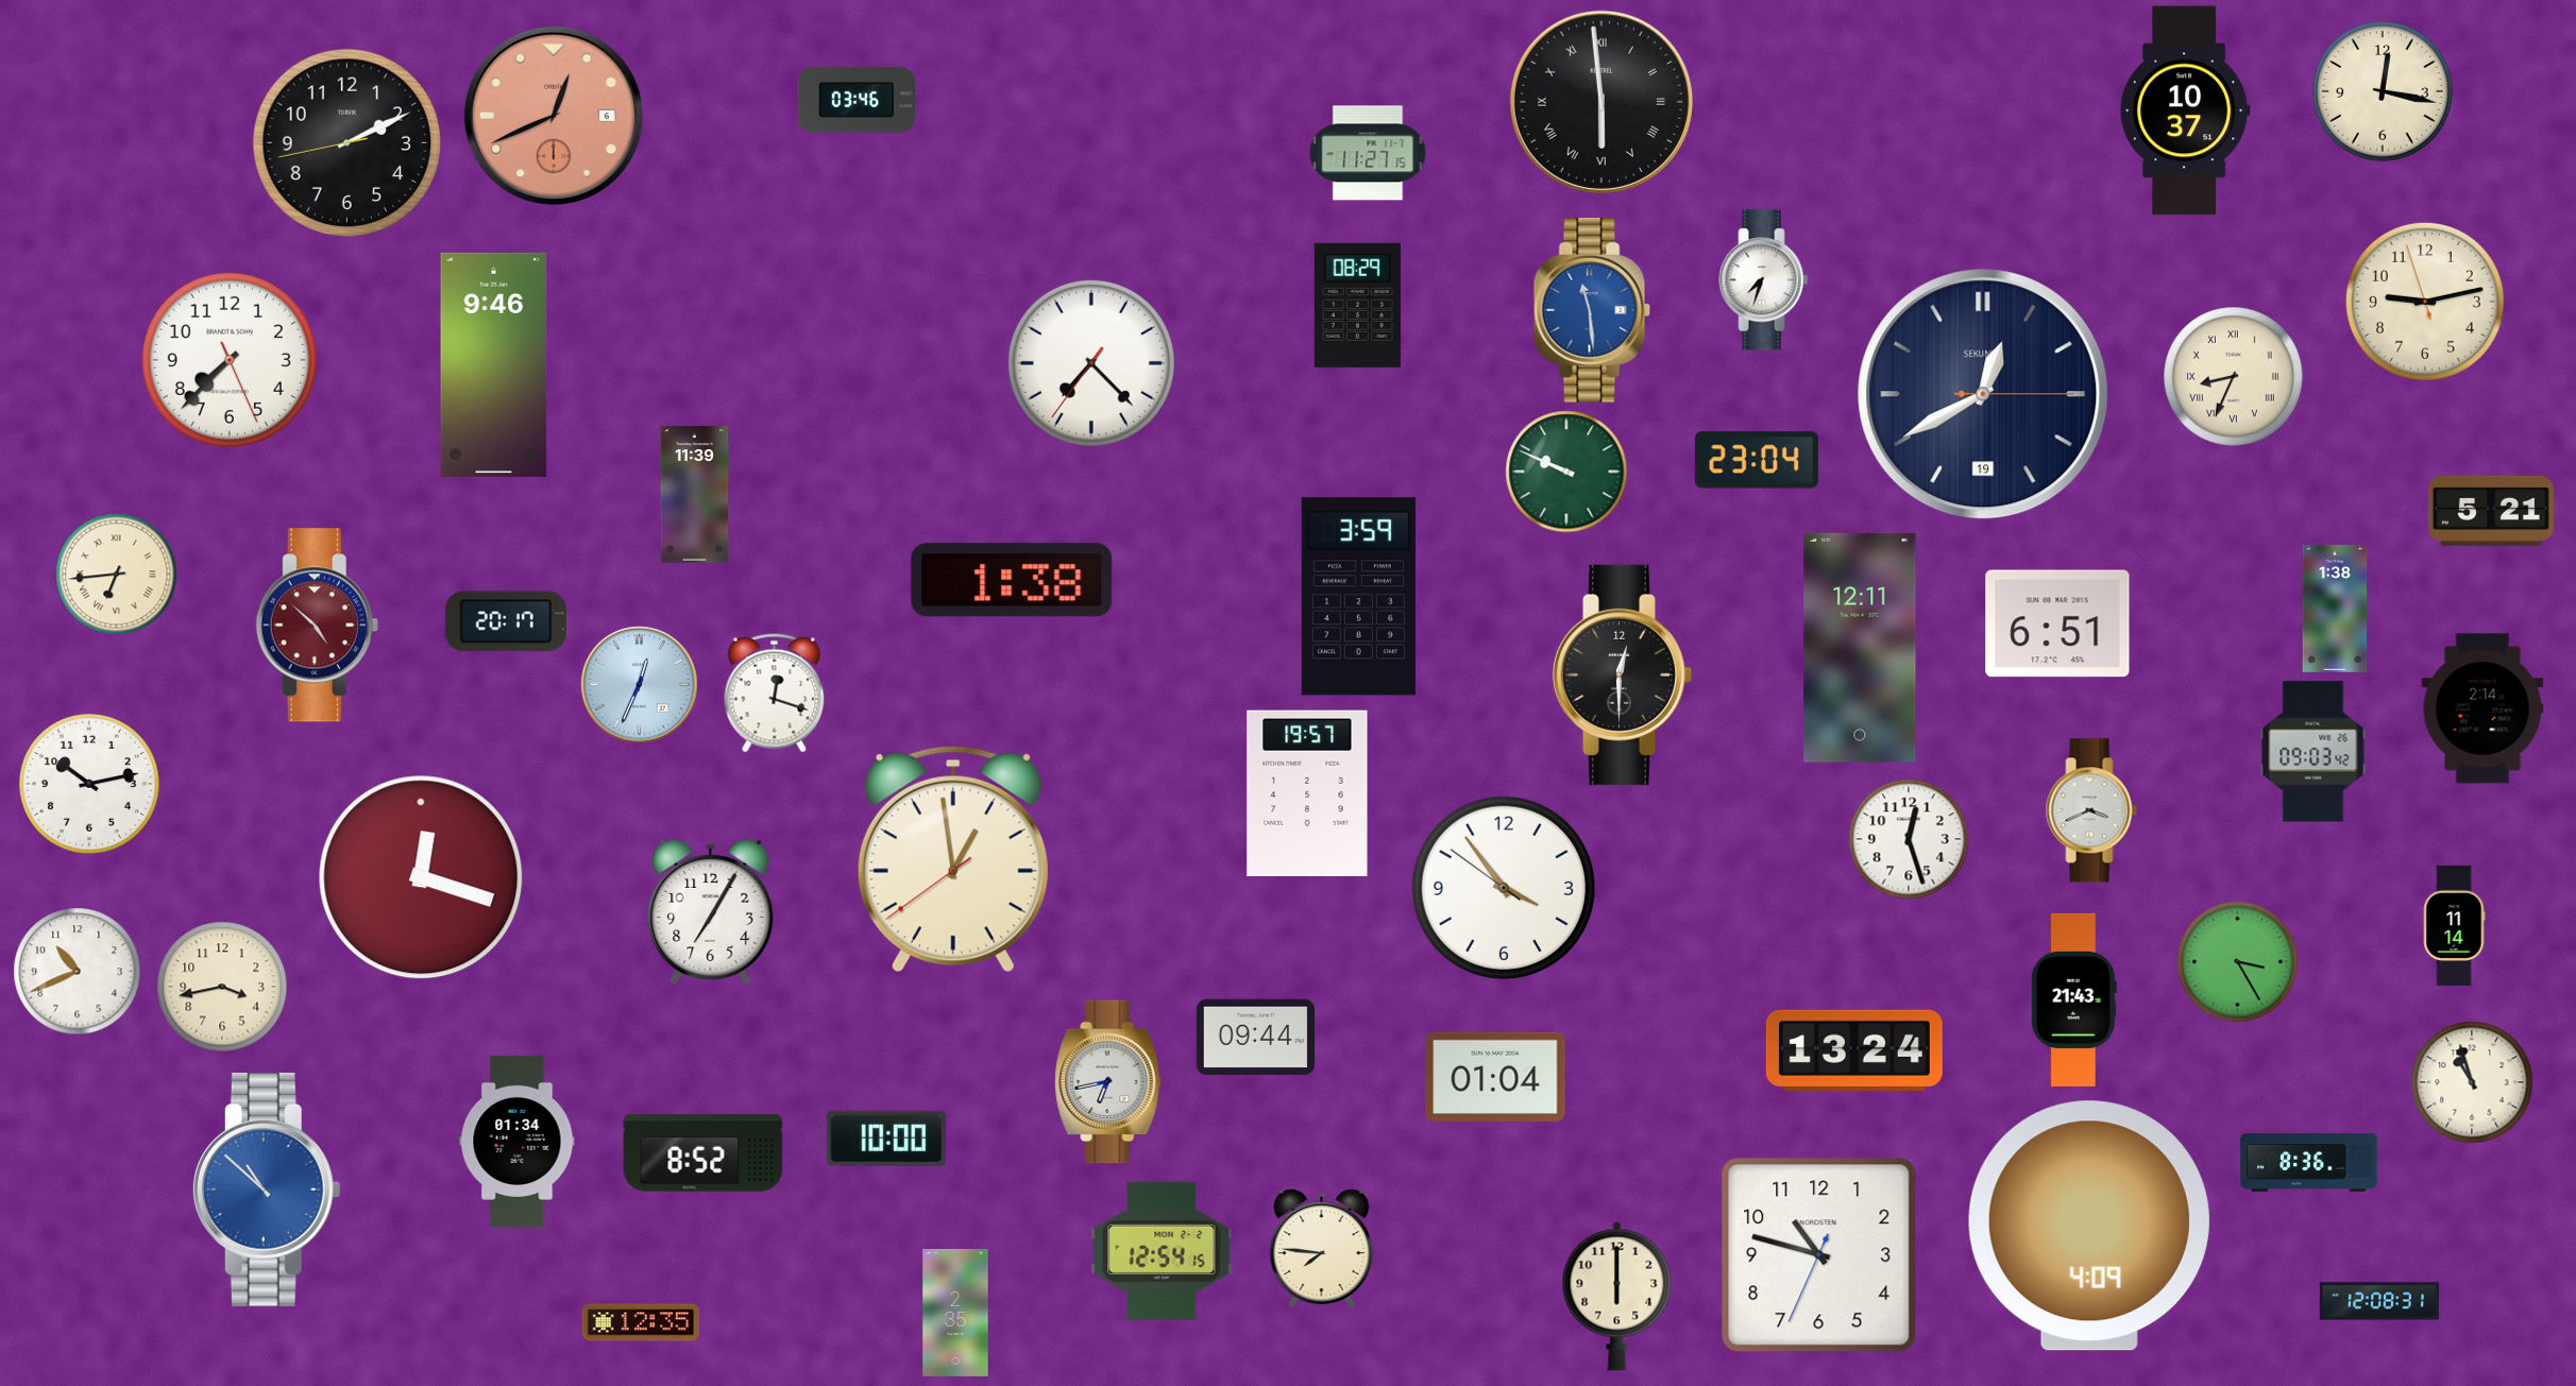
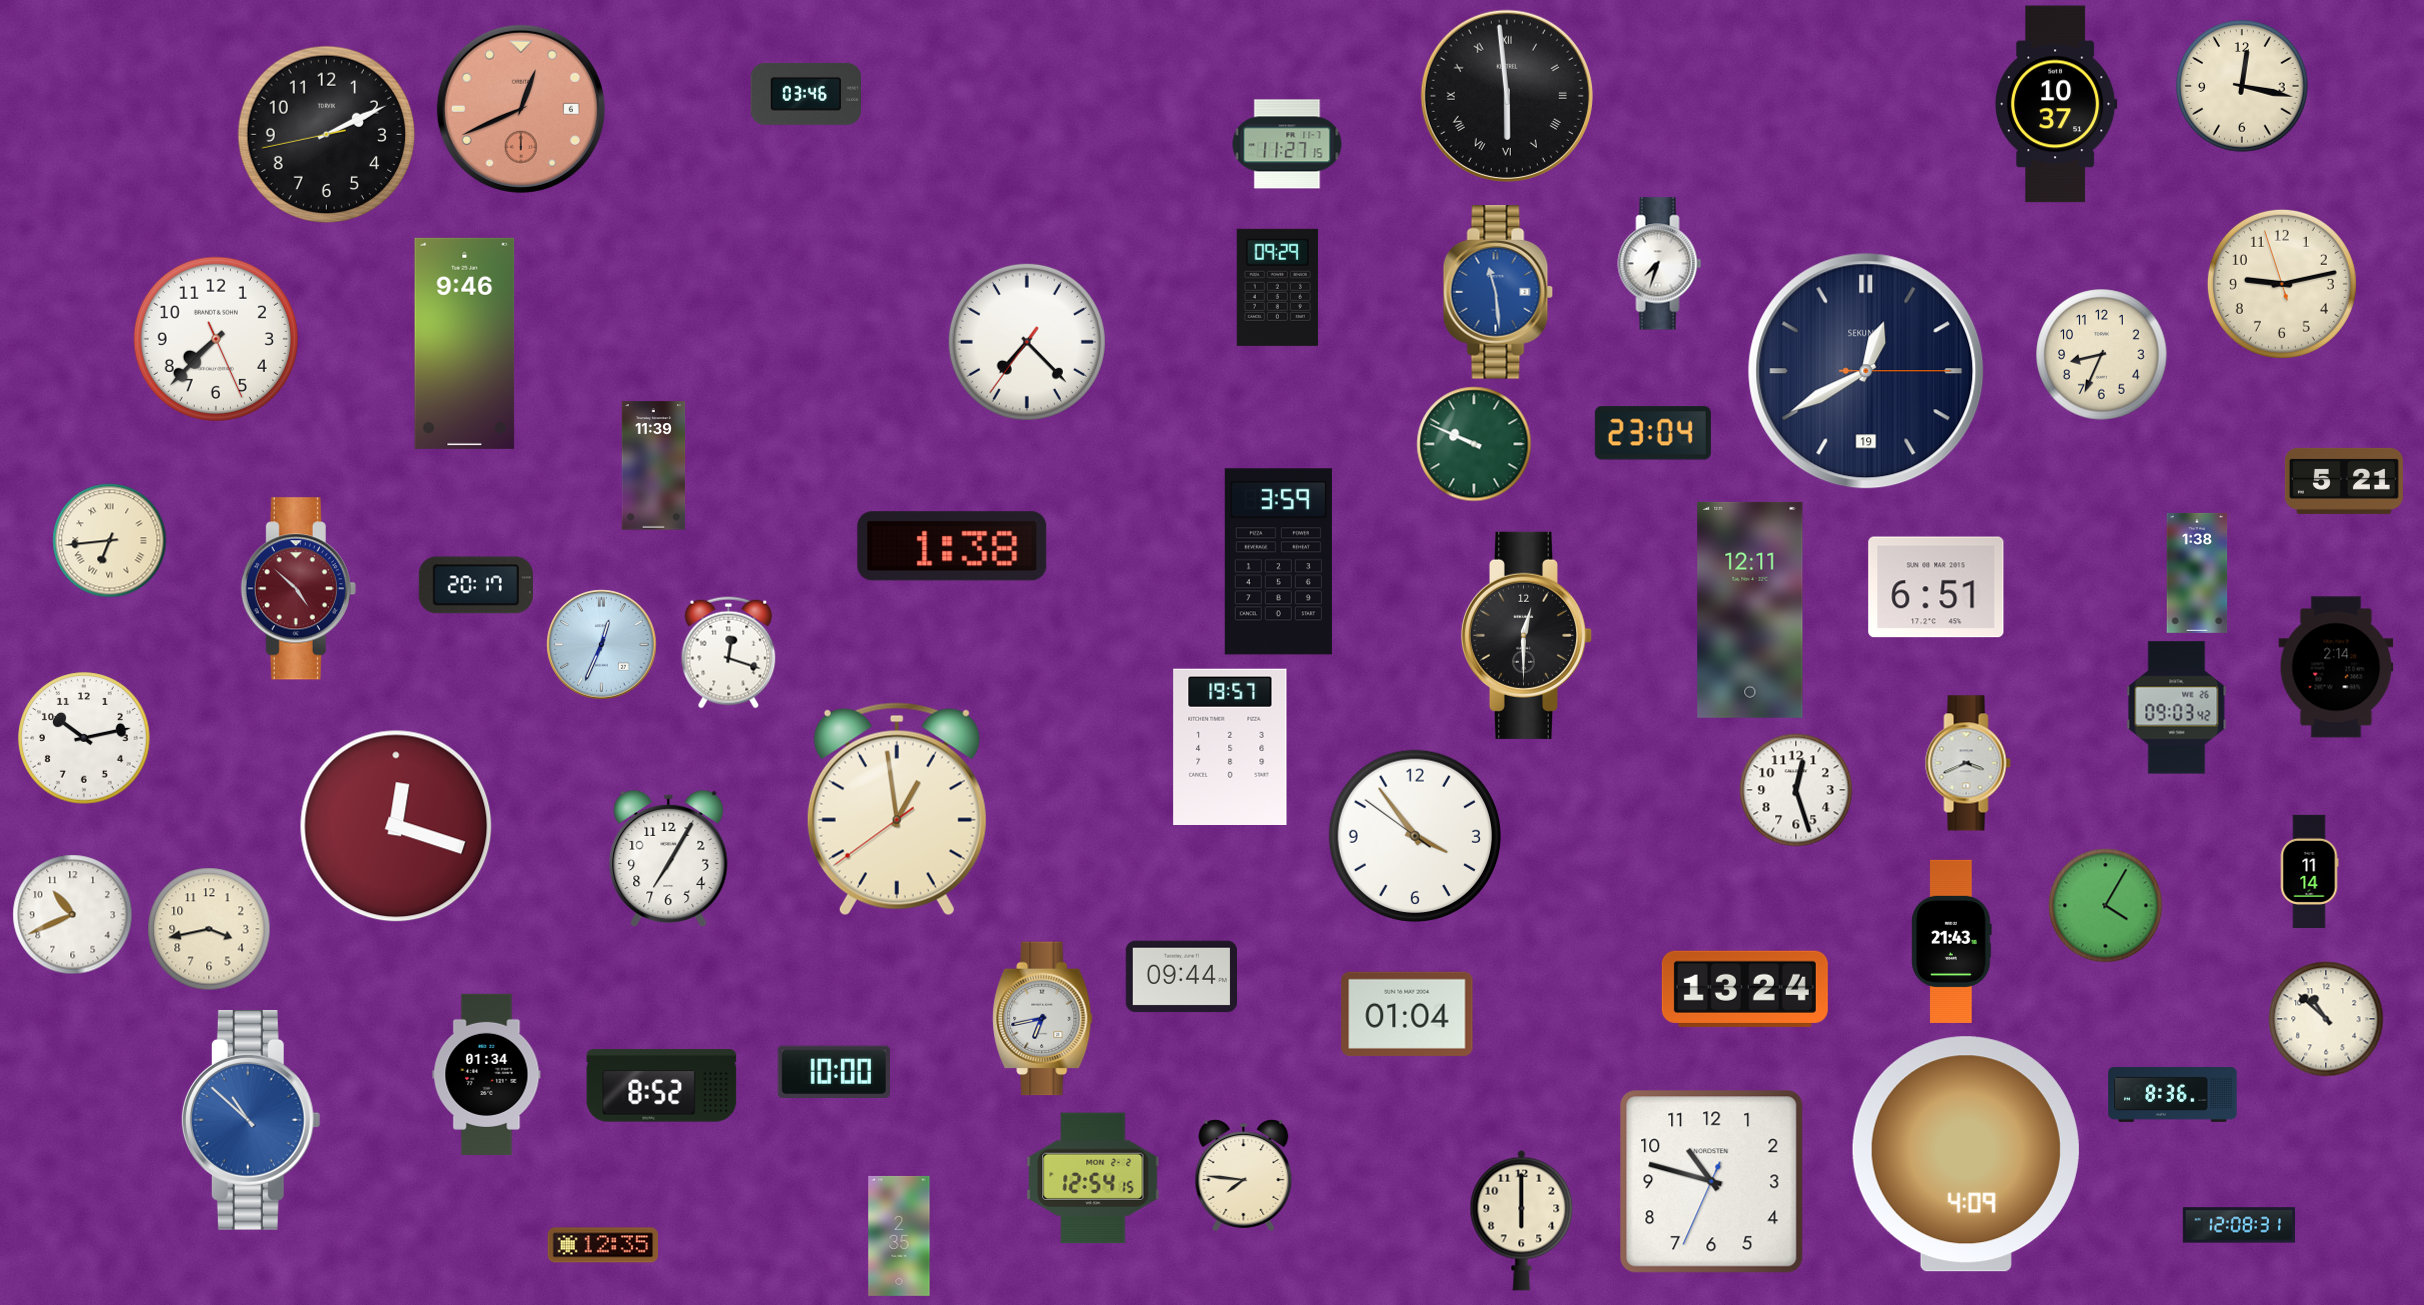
clock at (1357, 305): 08:29 -> 09:29
clock at (2234, 377) numerals: Roman -> Arabic
clock at (2238, 962): 3:25 -> 4:05
clock at (2472, 1082): 10:57 -> 10:52
